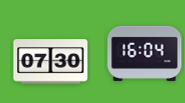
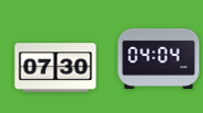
clock at (145, 53): 16:04 -> 04:04
